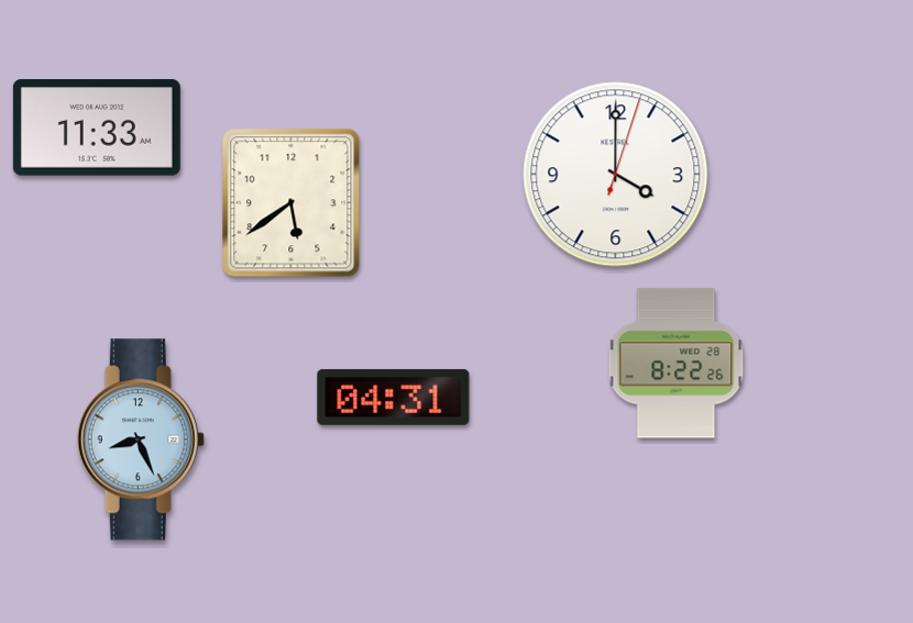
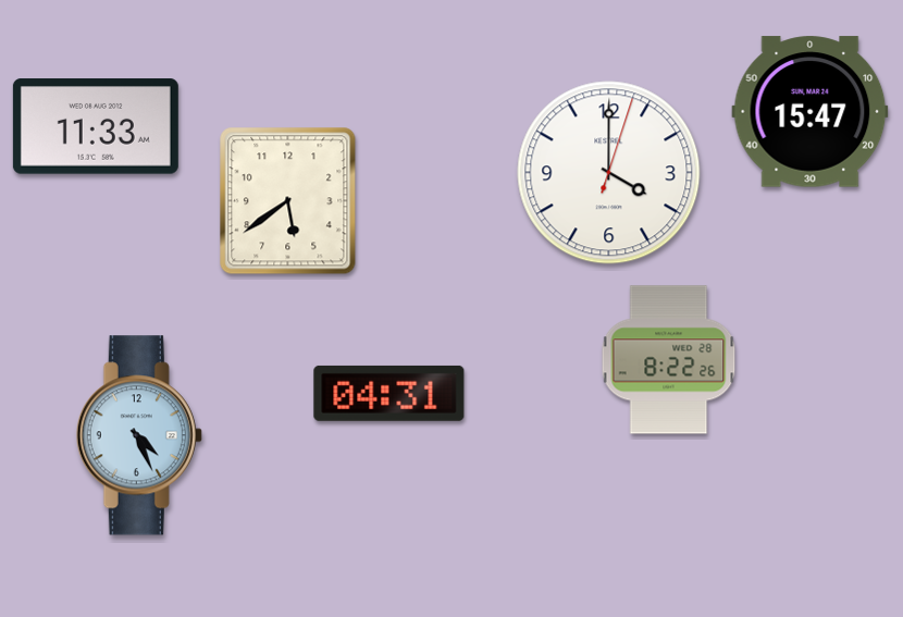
clock at (811, 112): none -> 15:47
clock at (141, 440): 8:26 -> 4:26
